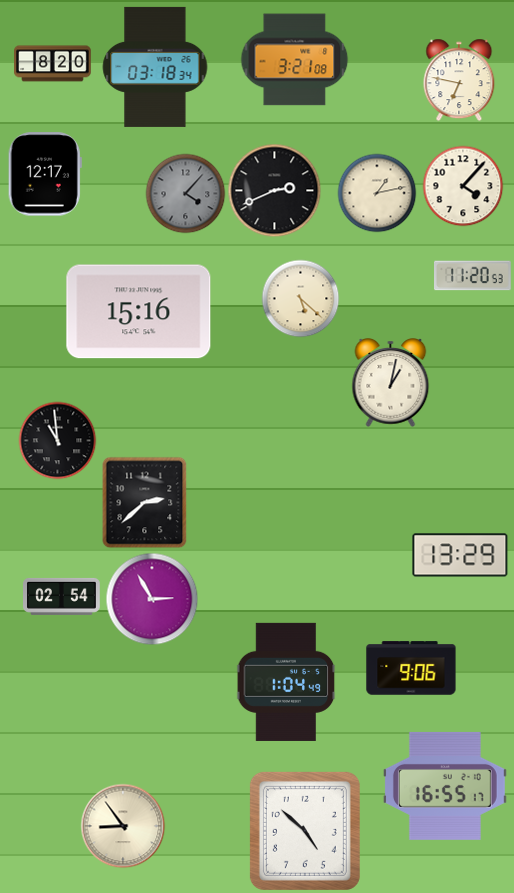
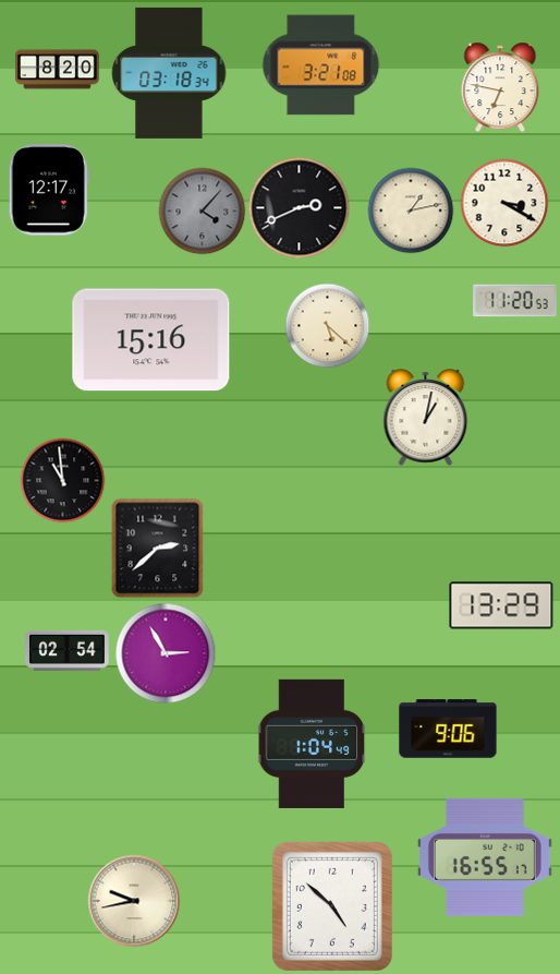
clock at (463, 186): 4:07 -> 3:20
clock at (123, 826): 8:54 -> 9:43
